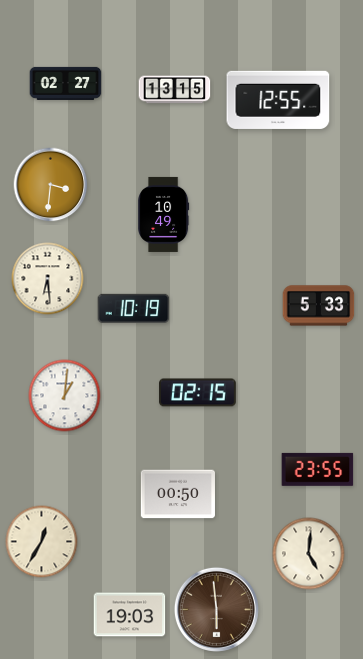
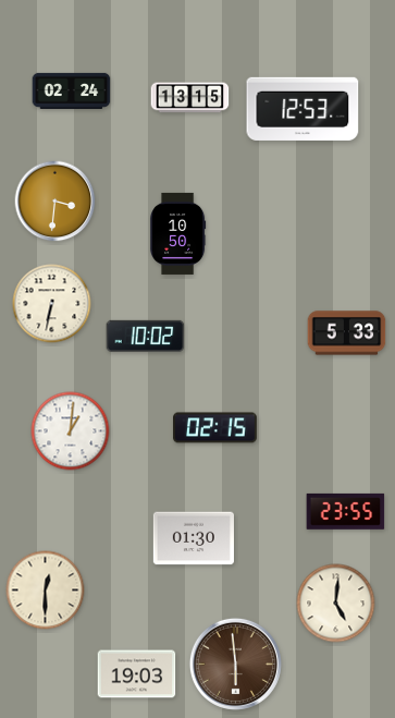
clock at (66, 83): 02:27 -> 02:24
clock at (278, 100): 12:55 -> 12:53
clock at (164, 214): 10:49 -> 10:50
clock at (48, 279): 6:29 -> 6:32
clock at (134, 308): 10:19 -> 10:02
clock at (178, 494): 00:50 -> 01:30
clock at (42, 542): 12:35 -> 12:30
clock at (130, 615) position: (130, 615) -> (137, 674)
